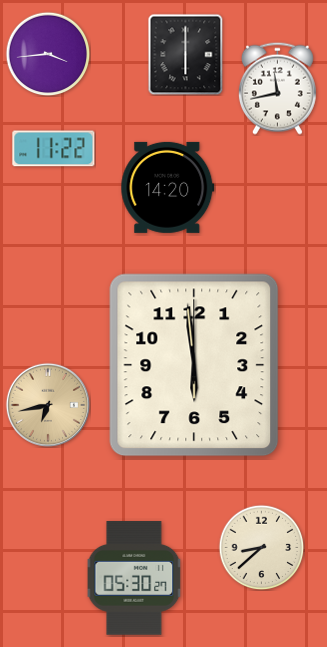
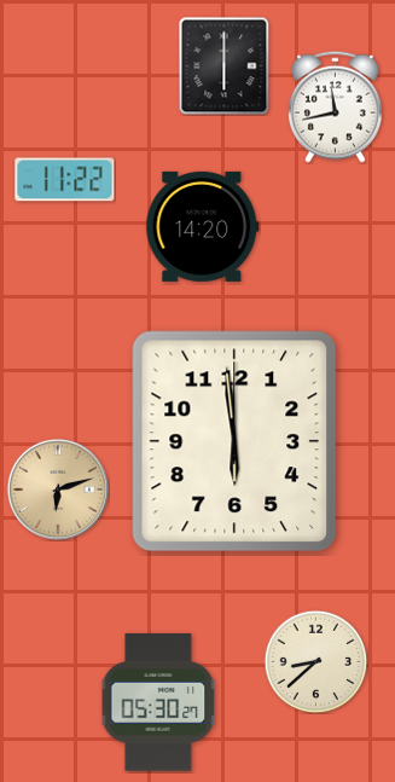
clock at (48, 54): 3:44 -> none
clock at (48, 404): 6:43 -> 6:12
clock at (134, 578) position: (134, 578) -> (158, 702)
